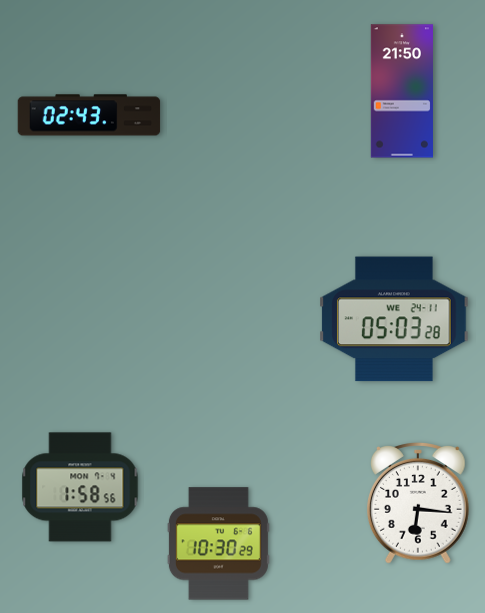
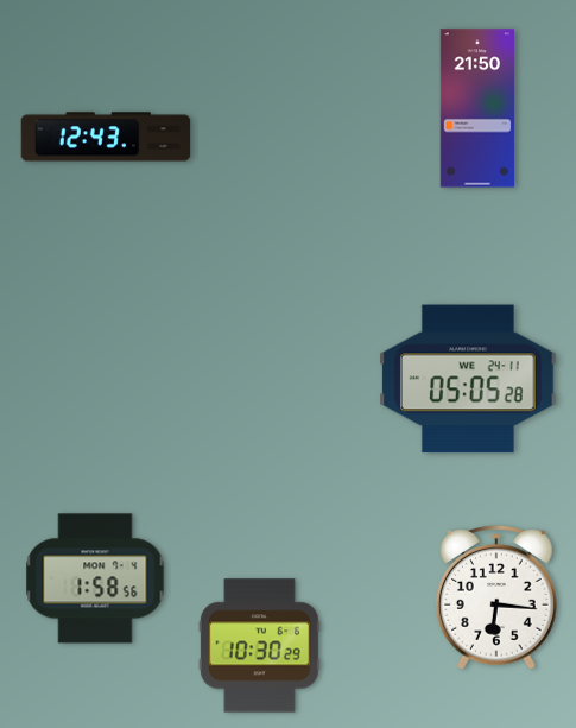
clock at (89, 115): 02:43 -> 12:43
clock at (394, 319): 05:03 -> 05:05
